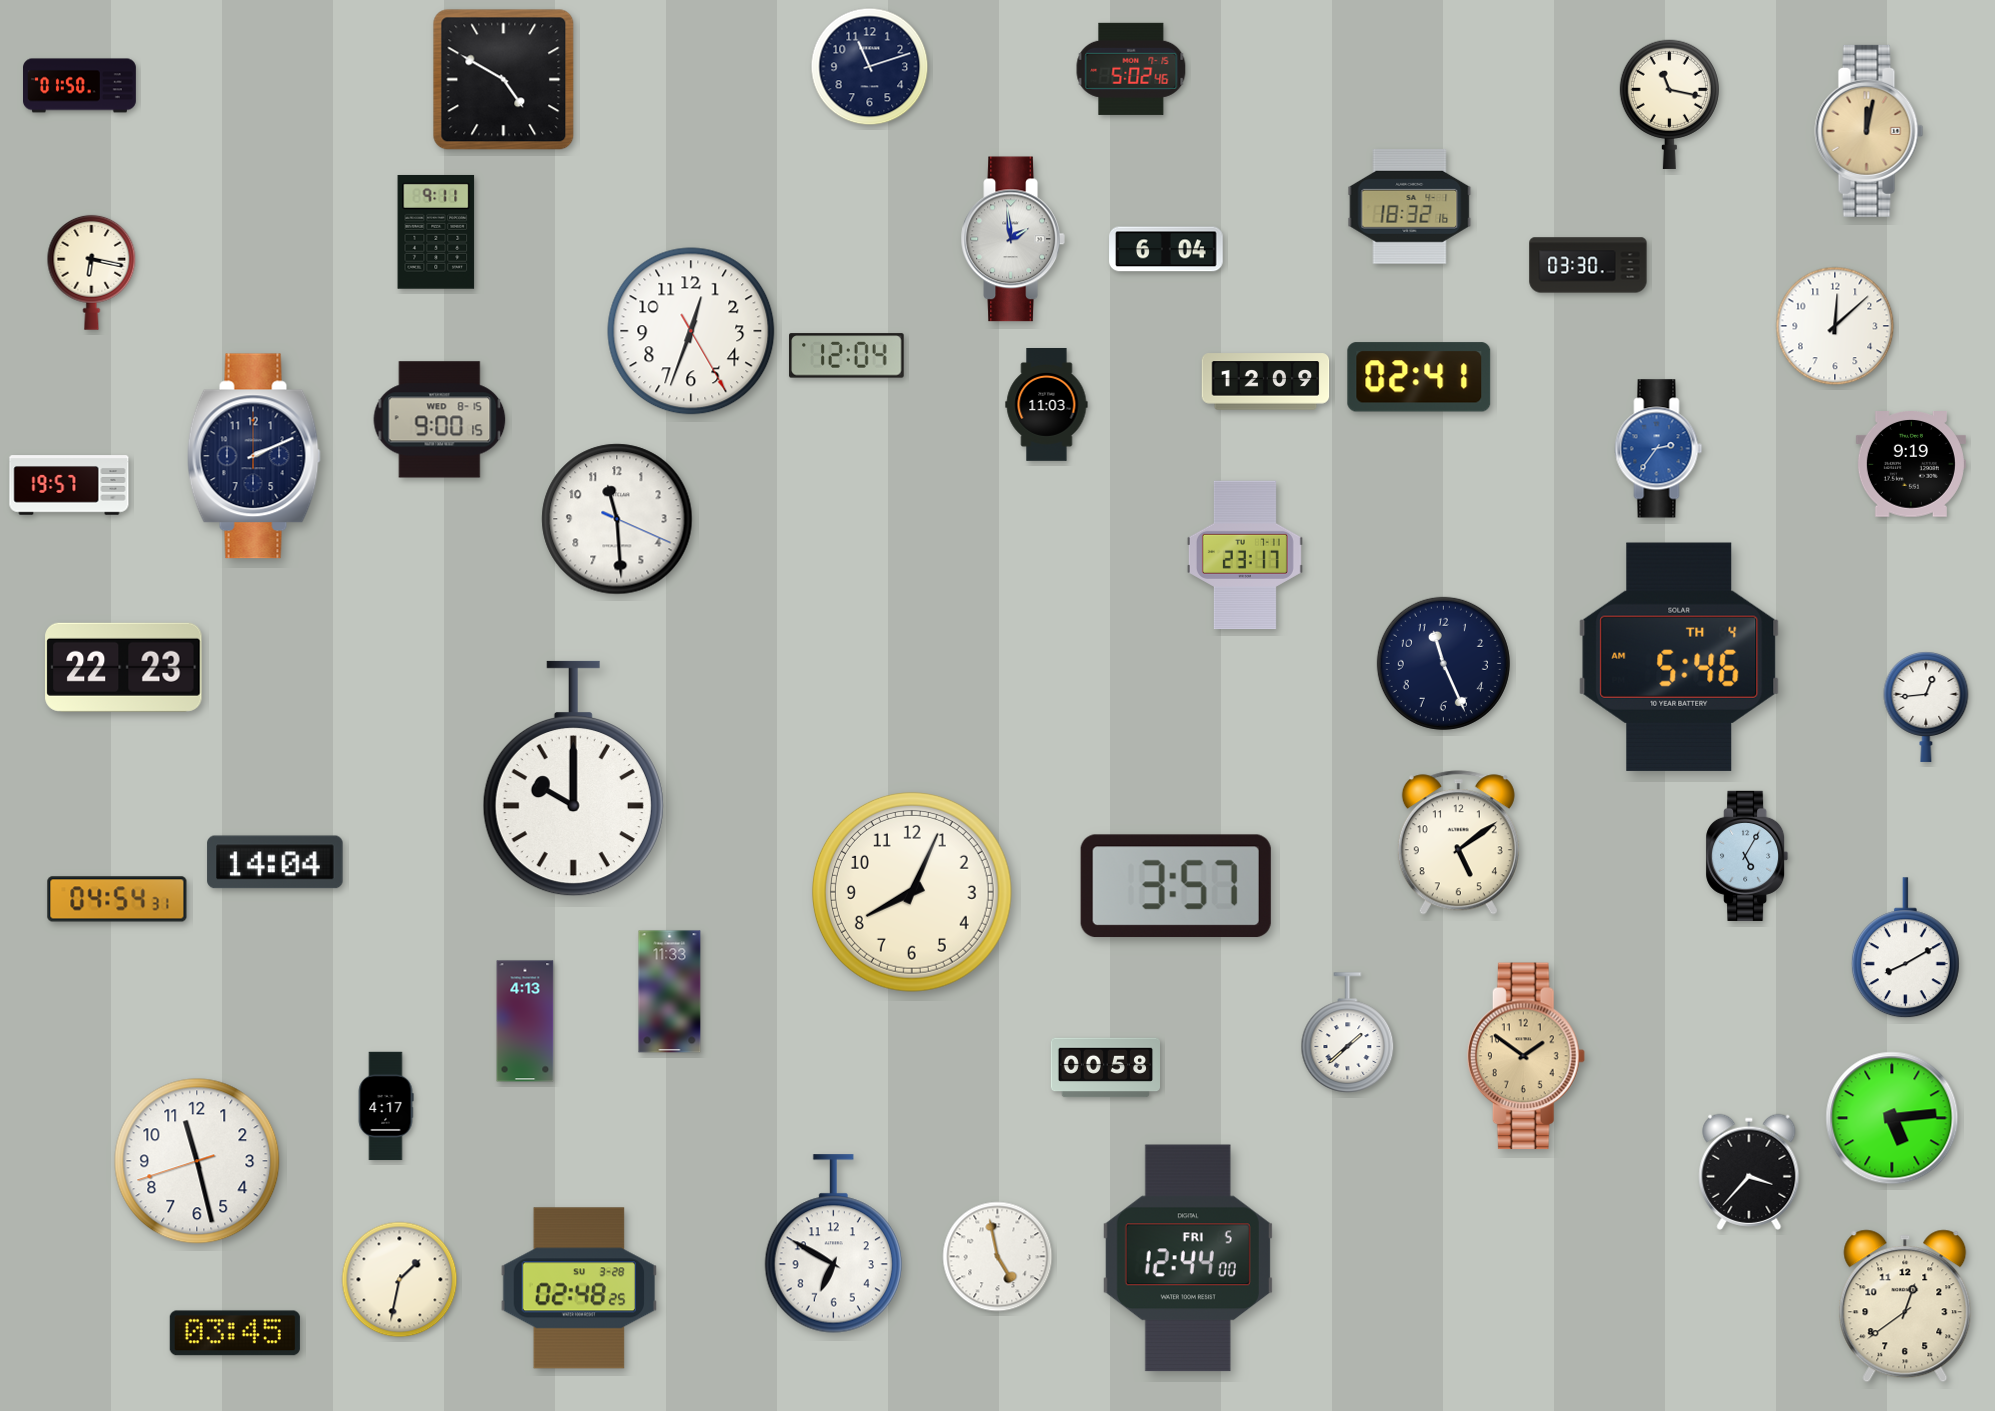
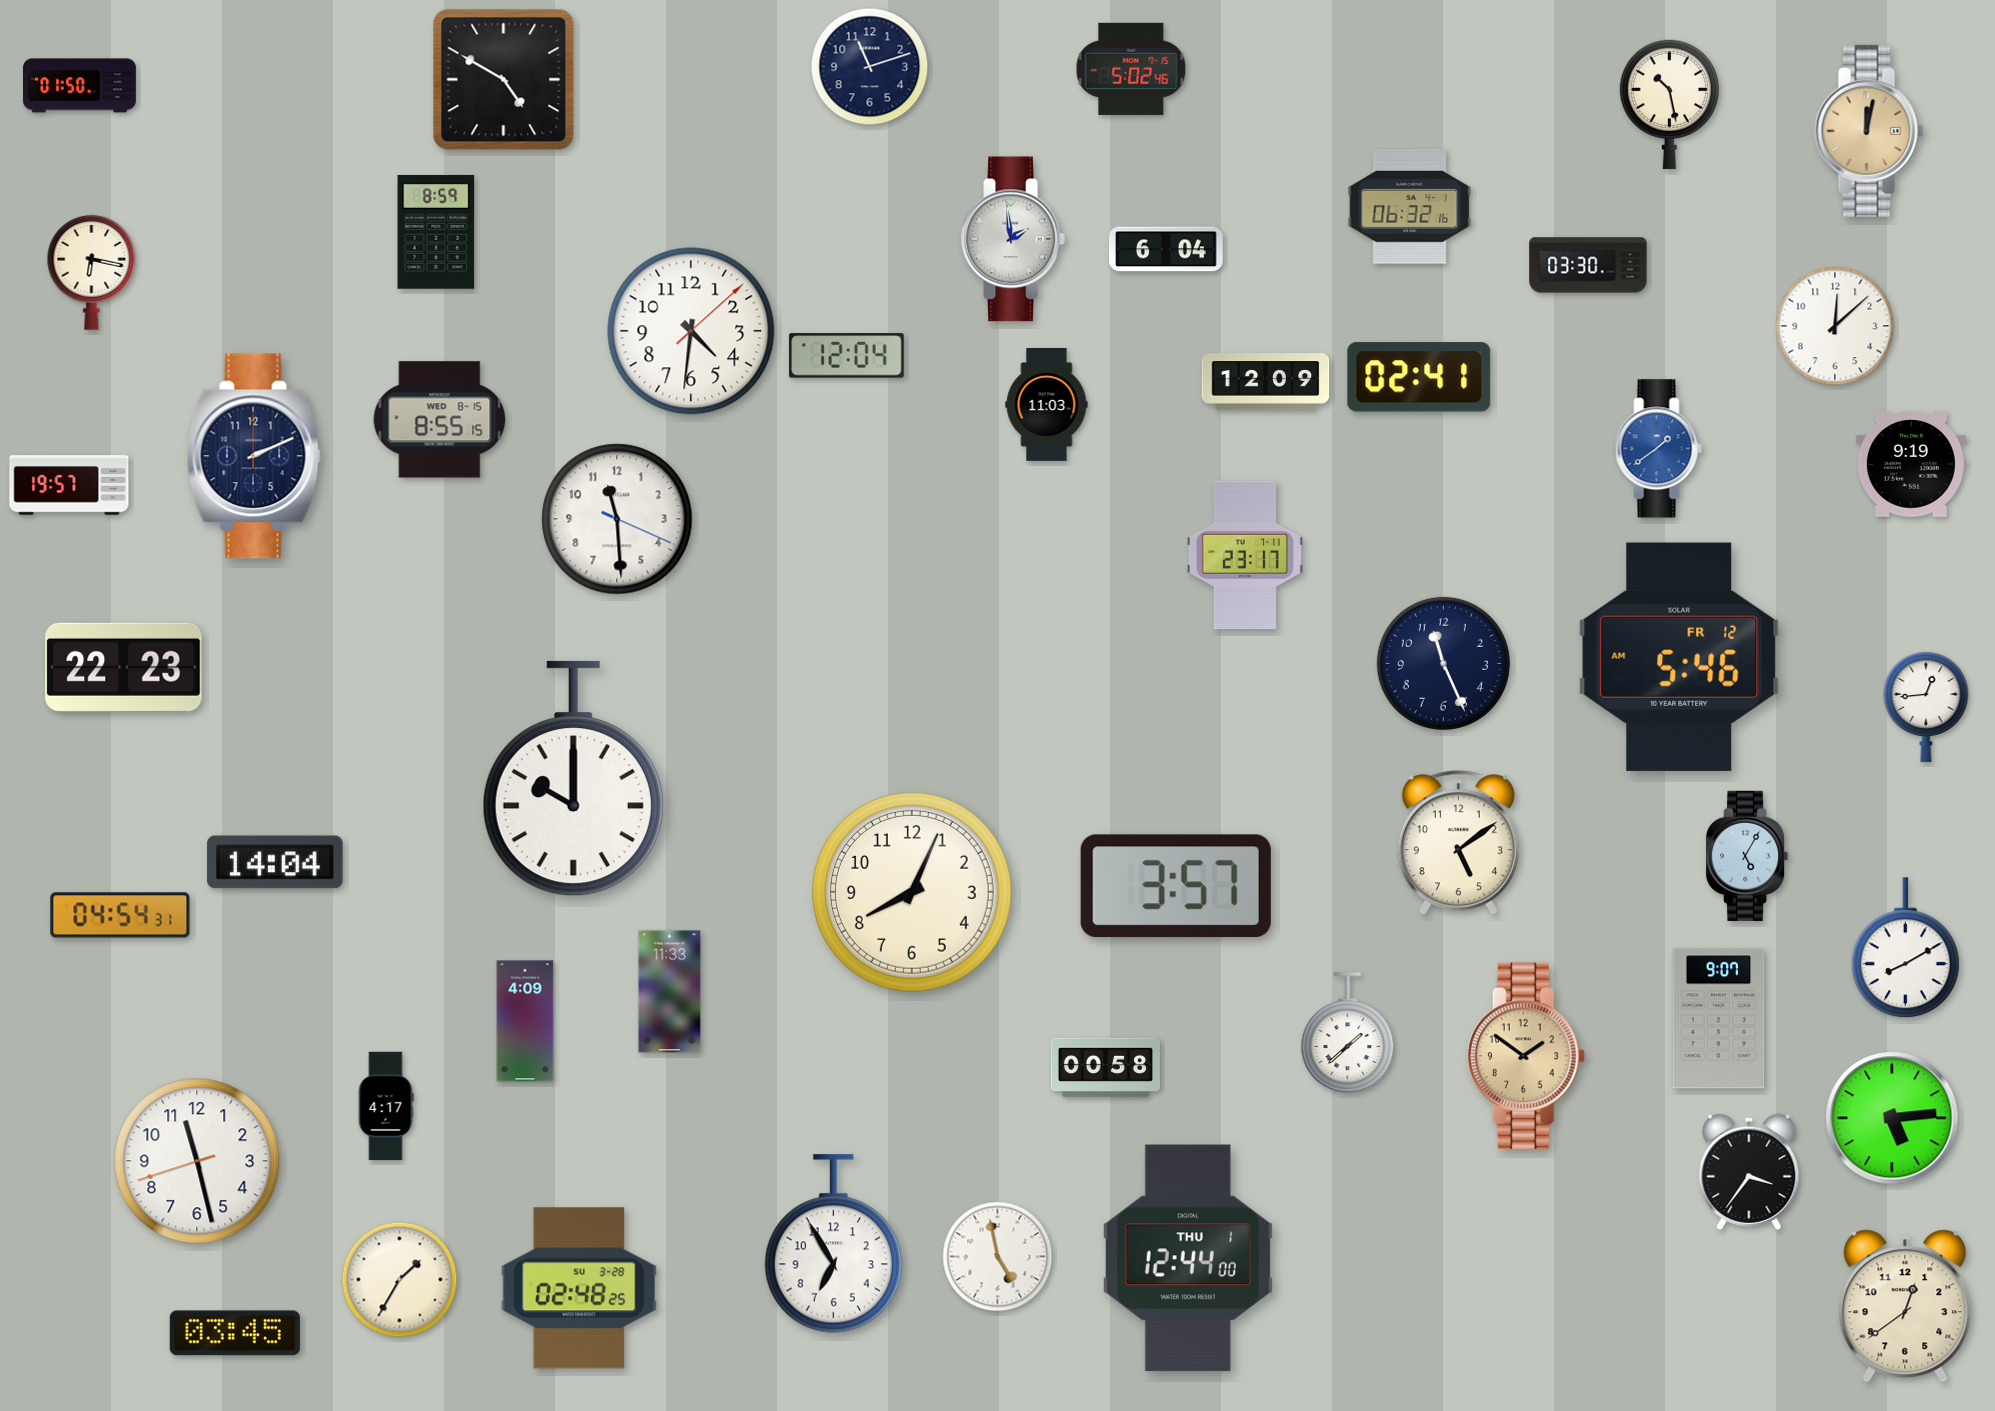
clock at (1669, 104): 11:17 -> 10:28
clock at (1410, 206): 18:32 -> 06:32
clock at (436, 232): 9:11 -> 8:59
clock at (691, 331): 12:33 -> 4:31
clock at (440, 420): 9:00 -> 8:55
clock at (1659, 449): 2:36 -> 1:39
clock at (1679, 657) date: TH 4 -> FR 12
clock at (117, 899) position: (117, 899) -> (120, 915)
clock at (1719, 1019): none -> 9:07
clock at (525, 1021): 4:13 -> 4:09
clock at (1749, 1172): 3:37 -> 3:36
clock at (833, 1244): 6:50 -> 6:55
clock at (1188, 1258) date: FRI 5 -> THU 1
clock at (400, 1280): 1:32 -> 1:35
